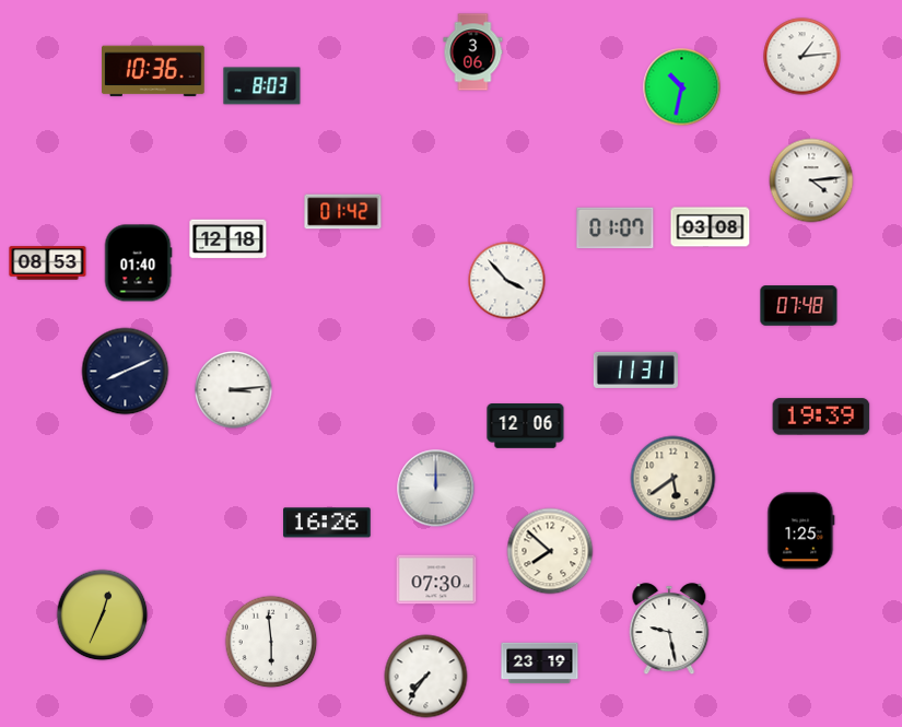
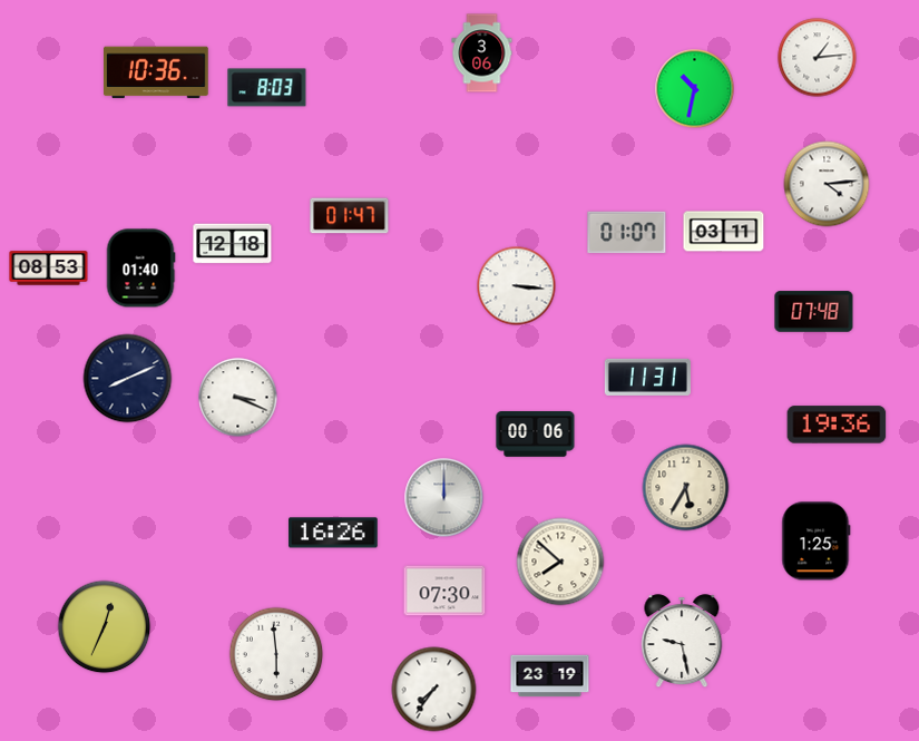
clock at (343, 212): 01:42 -> 01:47
clock at (711, 227): 03:08 -> 03:11
clock at (507, 281): 3:53 -> 3:16
clock at (234, 390): 3:14 -> 3:19
clock at (821, 417): 19:39 -> 19:36
clock at (526, 426): 12:06 -> 00:06
clock at (673, 479): 5:39 -> 5:35
